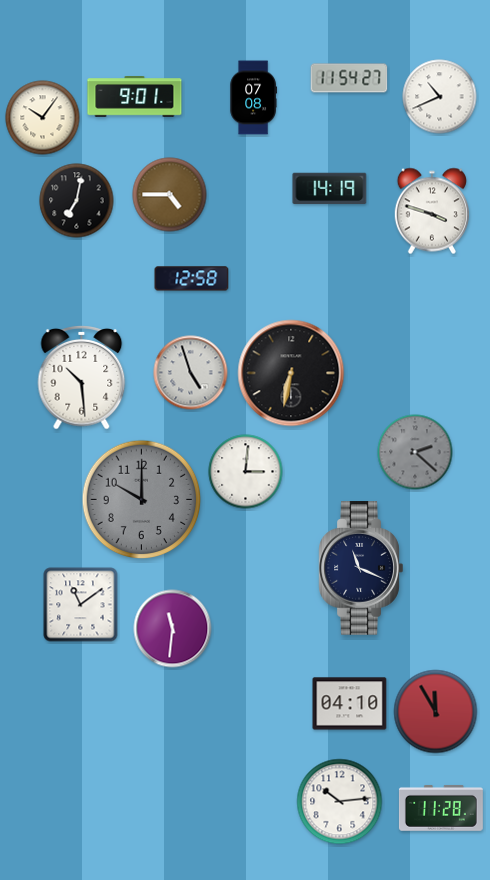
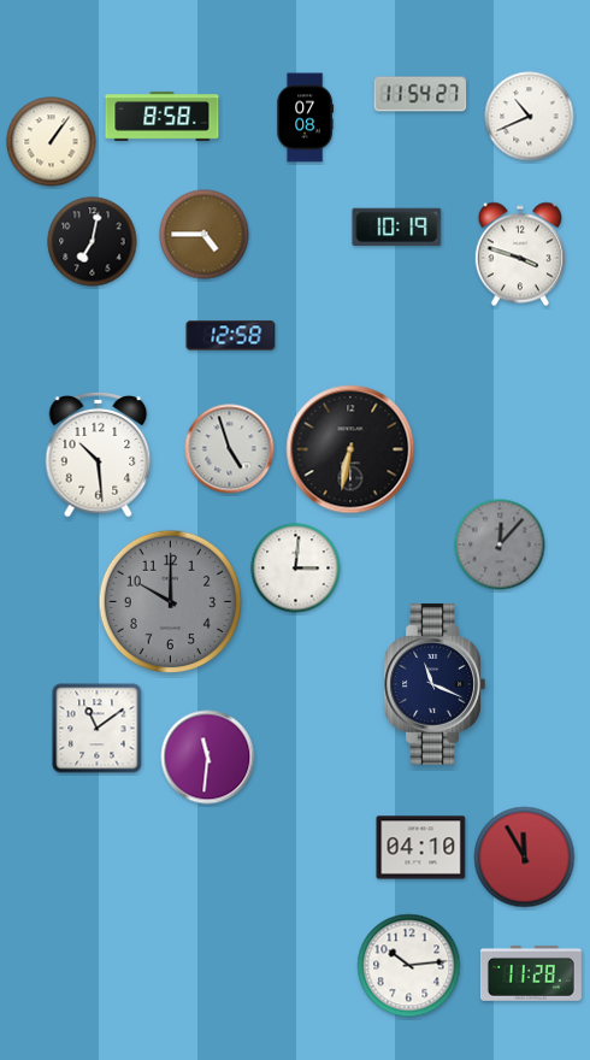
clock at (135, 97): 9:01 -> 8:58
clock at (43, 118): 10:06 -> 1:06
clock at (330, 189): 14:19 -> 10:19
clock at (415, 452): 2:22 -> 12:07
